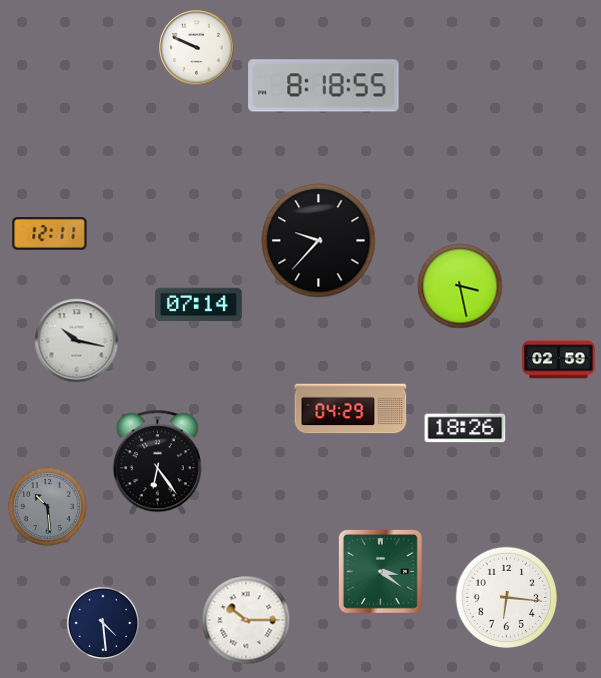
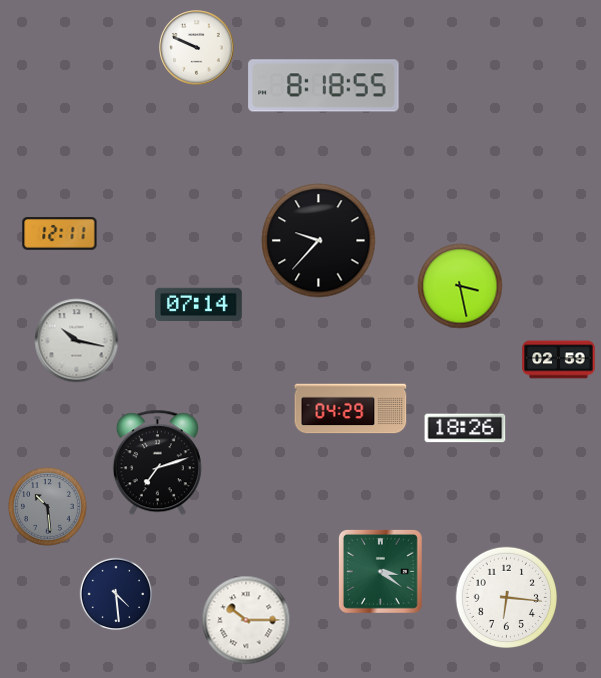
clock at (50, 234) position: (50, 234) -> (60, 234)
clock at (157, 463): 6:24 -> 7:12
clock at (103, 623) position: (103, 623) -> (116, 594)
